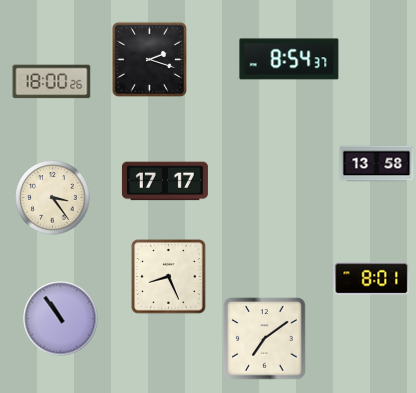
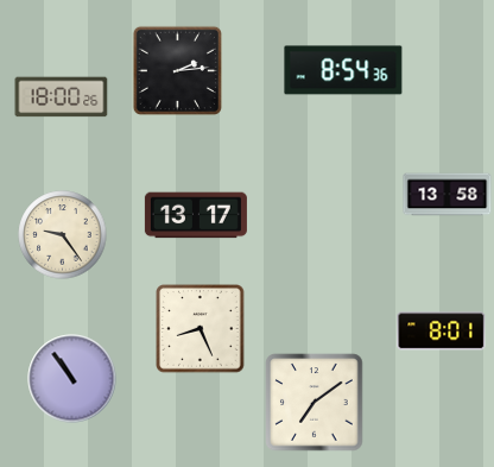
clock at (149, 59): 2:18 -> 2:14
clock at (289, 59): 8:54:37 -> 8:54:36
clock at (165, 181): 17:17 -> 13:17
clock at (53, 198): 3:24 -> 9:24
